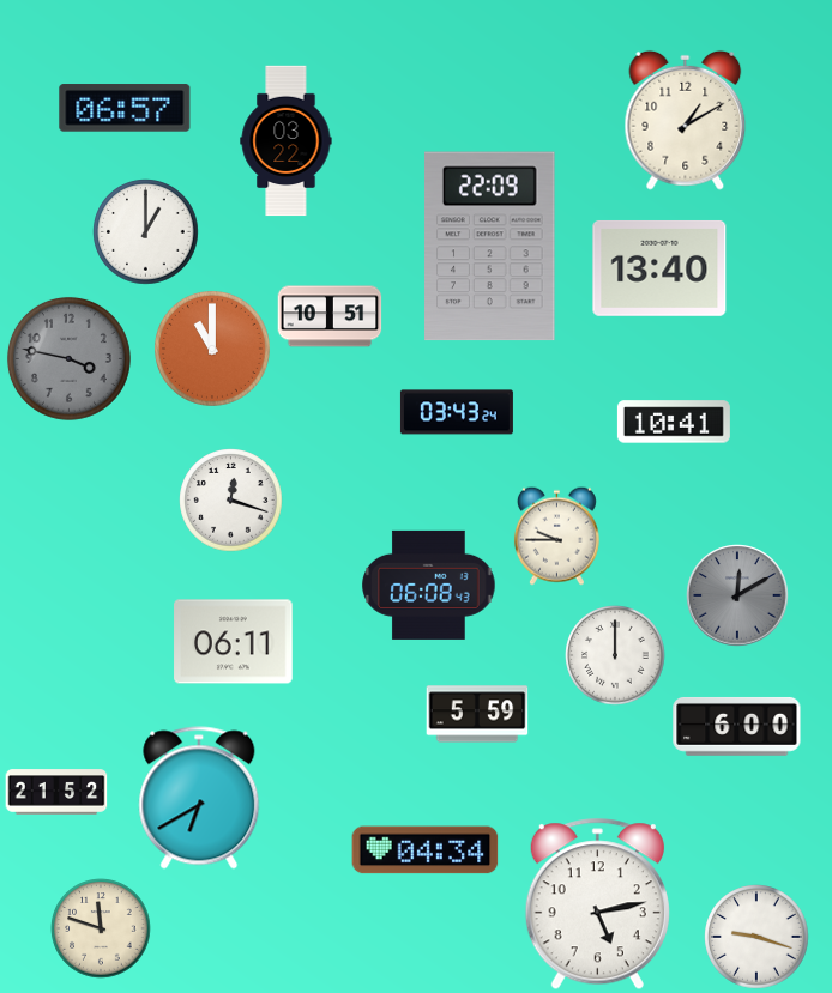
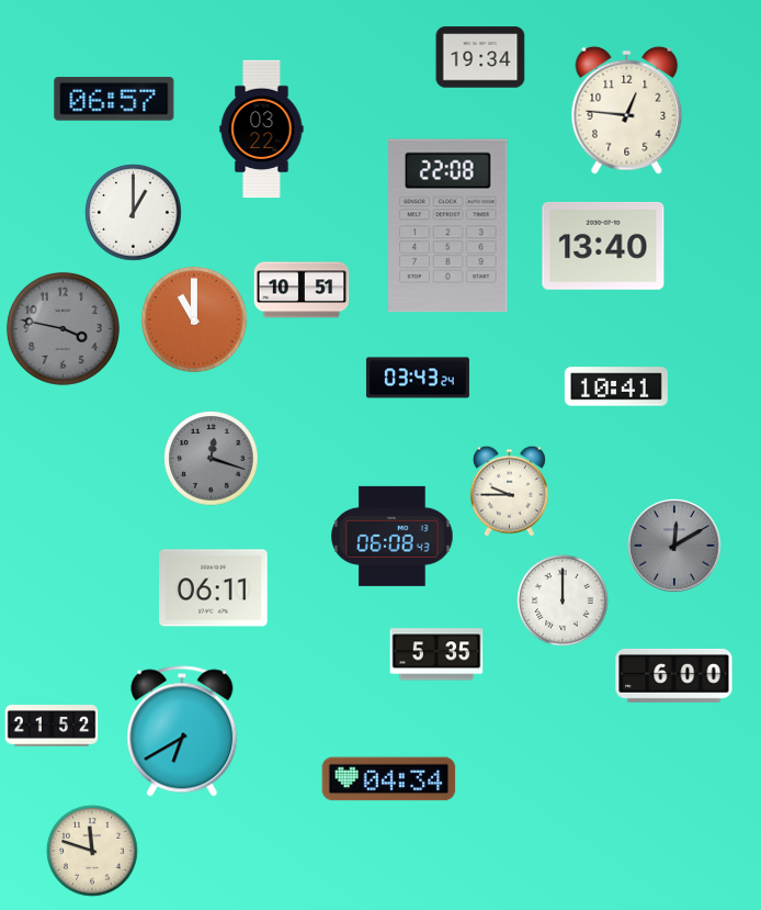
clock at (480, 57): none -> 19:34
clock at (686, 120): 1:10 -> 12:46
clock at (490, 247): 22:09 -> 22:08
clock at (231, 501) dial: white -> grey
clock at (477, 714): 5:59 -> 5:35
clock at (737, 726) position: (737, 726) -> (674, 675)
clock at (597, 904): 5:13 -> none
clock at (756, 937): 9:18 -> none
